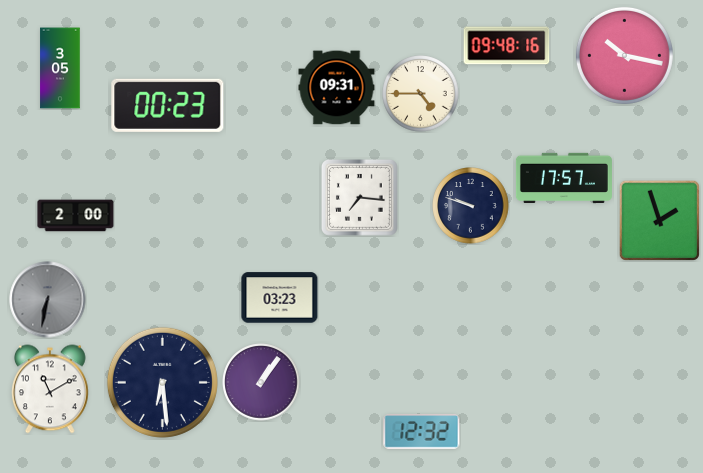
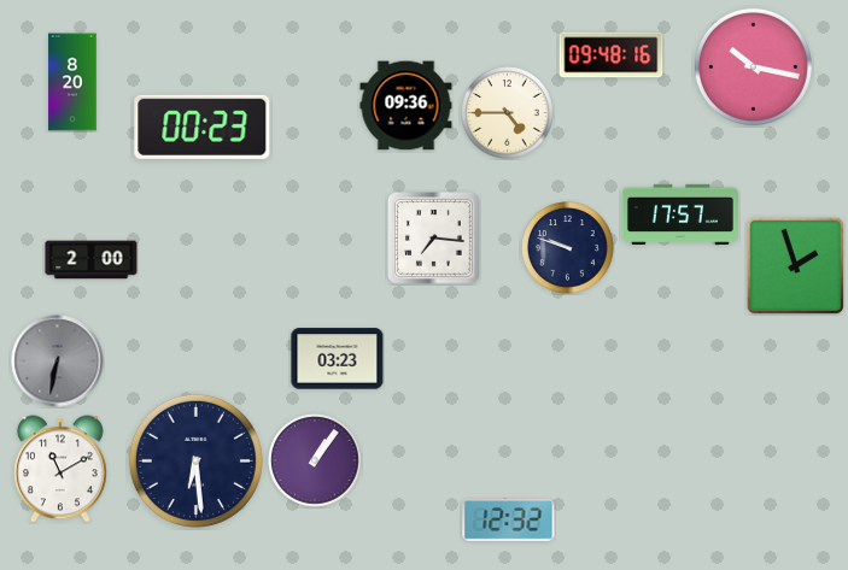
clock at (60, 68): 3:05 -> 8:20
clock at (337, 88): 09:31 -> 09:36
